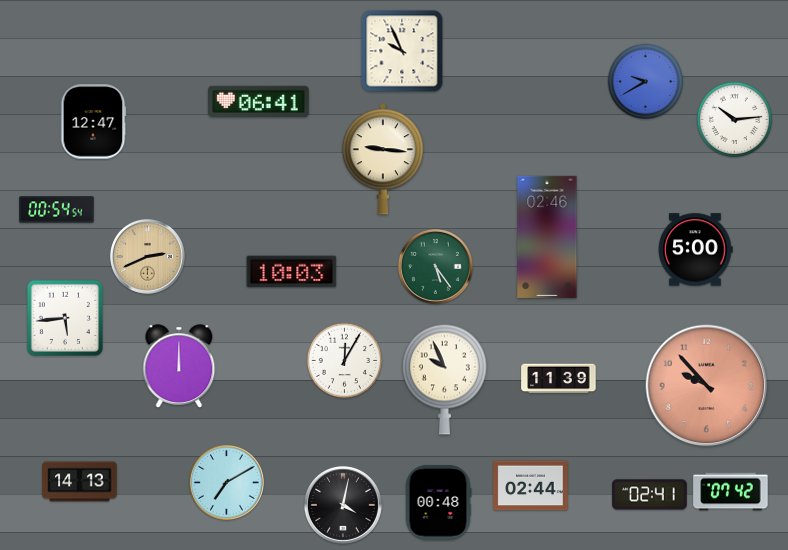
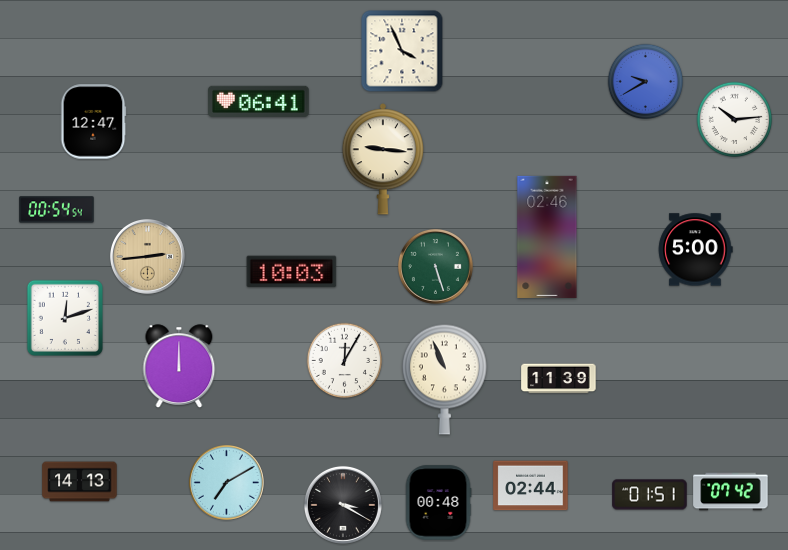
clock at (402, 51): 9:56 -> 3:56
clock at (147, 256): 2:41 -> 2:44
clock at (435, 266): 5:24 -> 5:27
clock at (65, 318): 5:44 -> 12:12
clock at (444, 379): 9:56 -> 10:56
clock at (707, 386): 9:53 -> none
clock at (650, 495): 02:41 -> 01:51
clock at (343, 505): 4:02 -> 3:20
